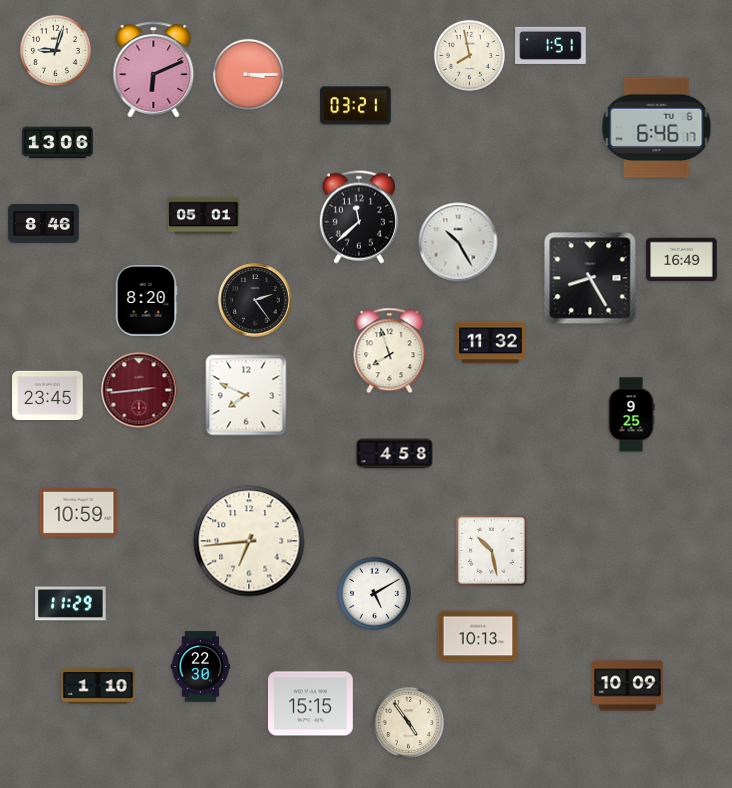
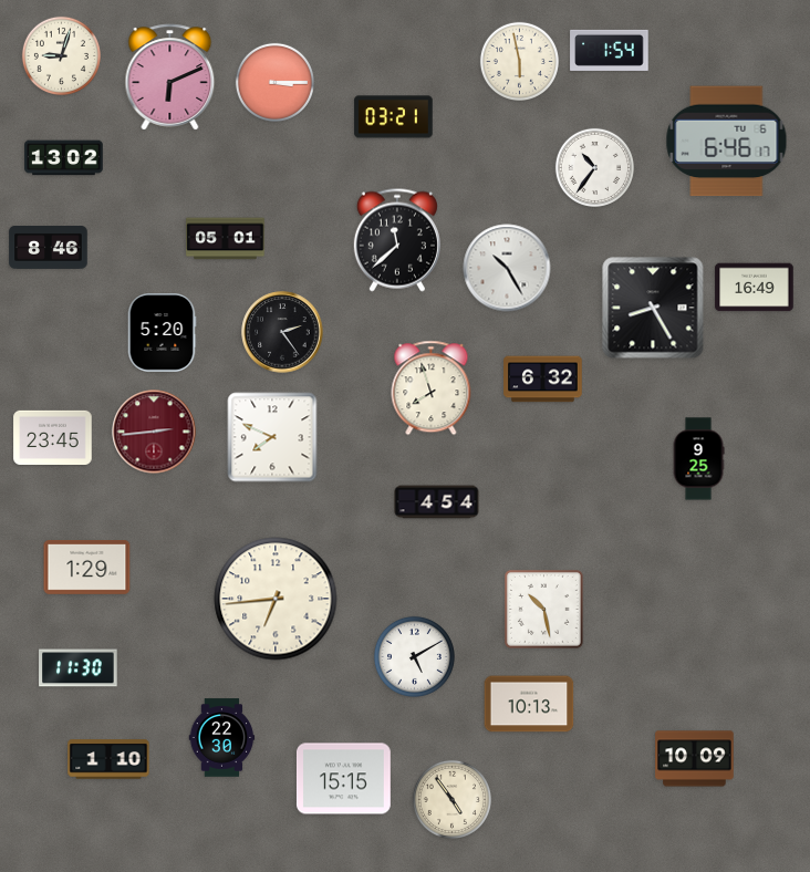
clock at (551, 45): 1:51 -> 1:54
clock at (469, 55): 7:58 -> 5:58
clock at (58, 143): 13:06 -> 13:02
clock at (594, 167): none -> 10:36
clock at (146, 301): 8:20 -> 5:20
clock at (491, 343): 11:32 -> 6:32
clock at (395, 454): 4:58 -> 4:54
clock at (79, 513): 10:59 -> 1:29
clock at (71, 604): 11:29 -> 11:30
